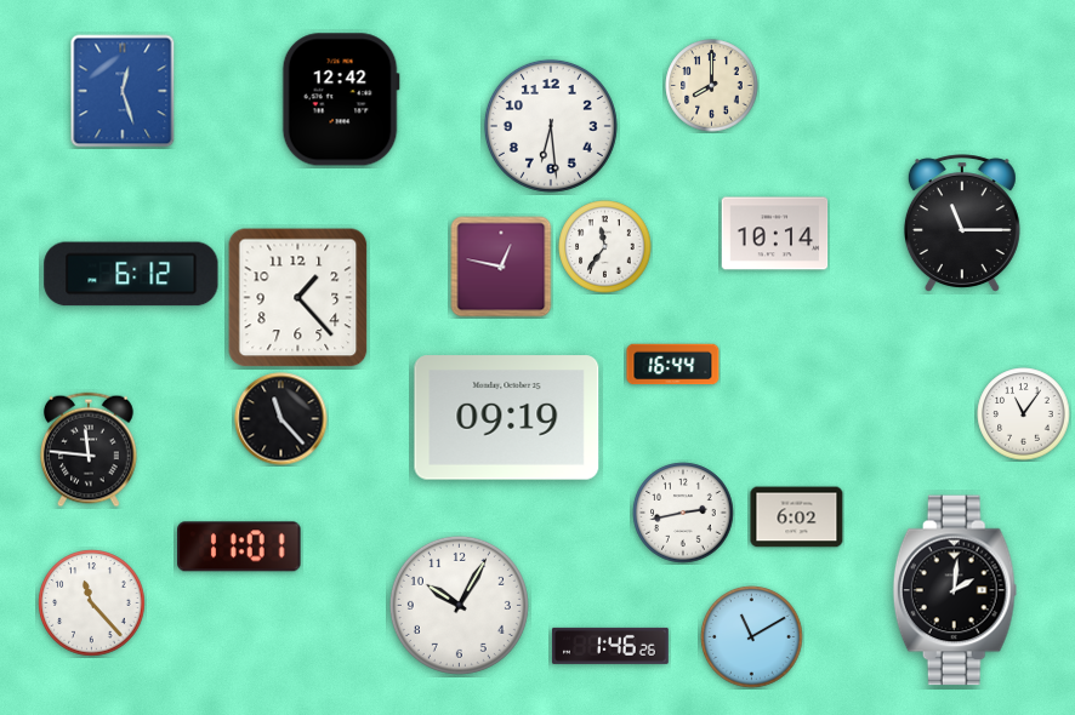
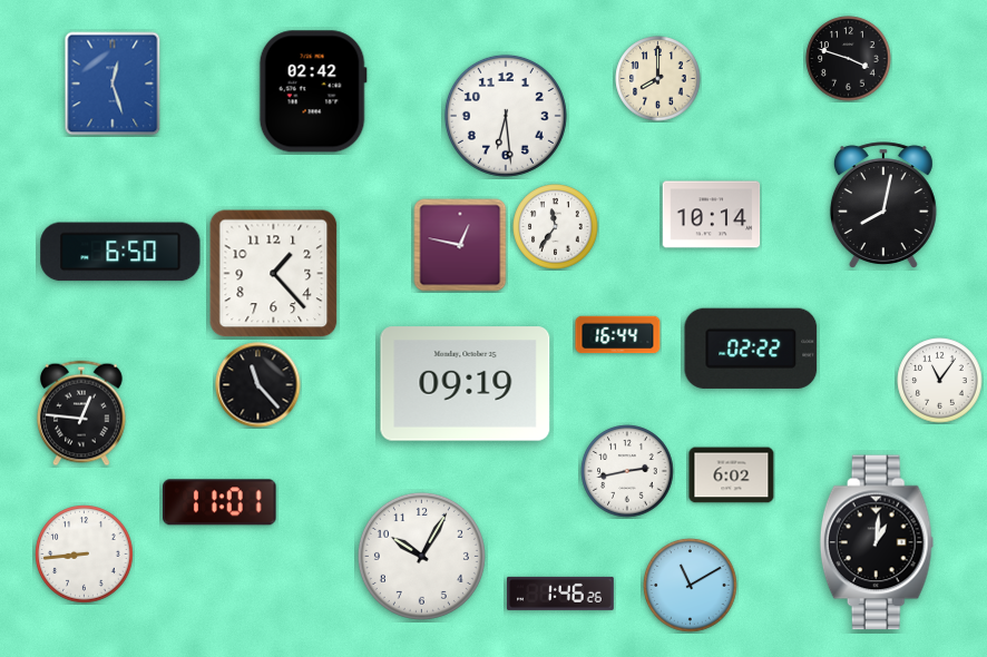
clock at (849, 59): none -> 3:48
clock at (712, 86) position: (712, 86) -> (658, 79)
clock at (341, 99): 12:42 -> 02:42
clock at (962, 223): 11:15 -> 8:02
clock at (131, 274): 6:12 -> 6:50
clock at (751, 349): none -> 02:22
clock at (90, 450): 11:46 -> 12:46
clock at (955, 590): 2:01 -> 1:01
clock at (92, 604): 11:23 -> 8:44
